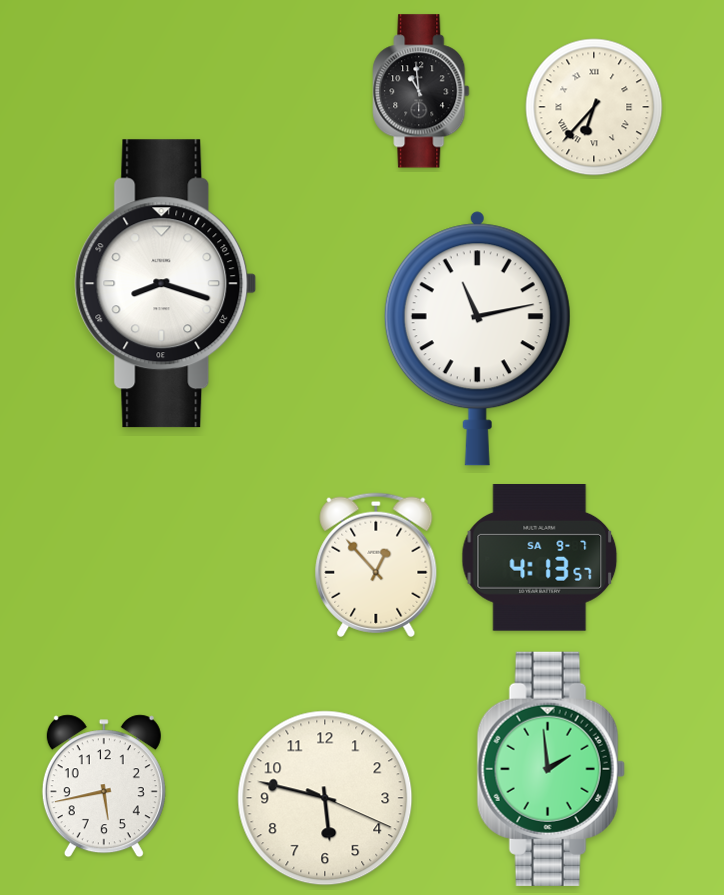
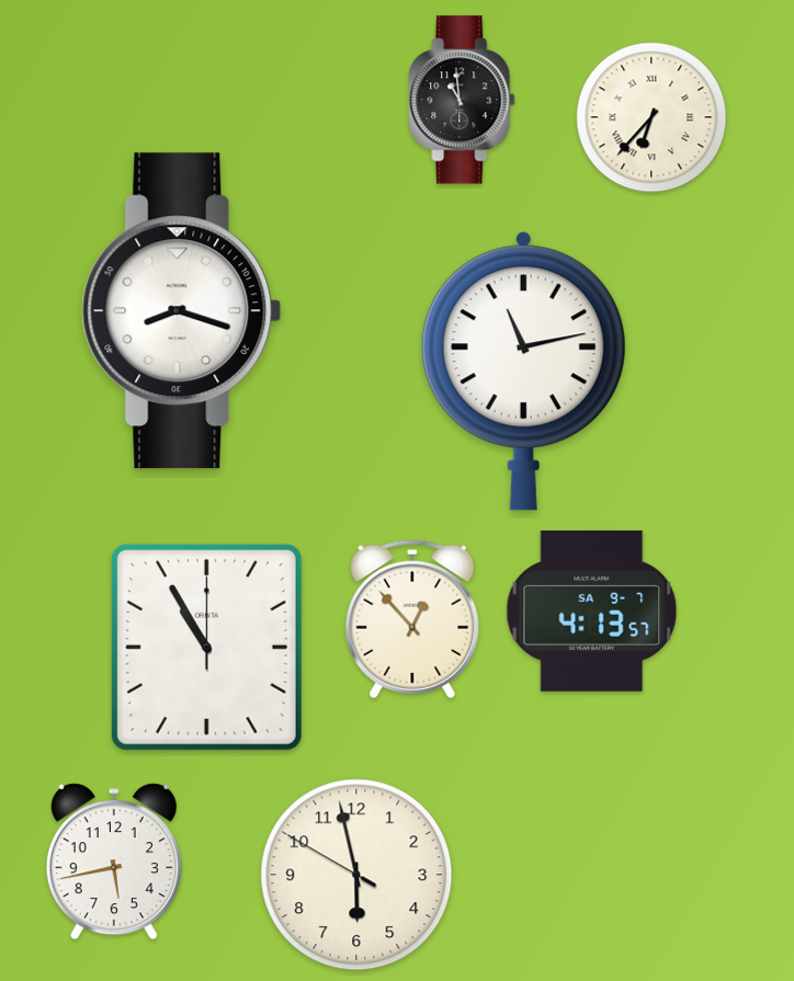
clock at (206, 647): none -> 10:55
clock at (551, 769): 1:59 -> none
clock at (325, 798): 5:47 -> 5:57
